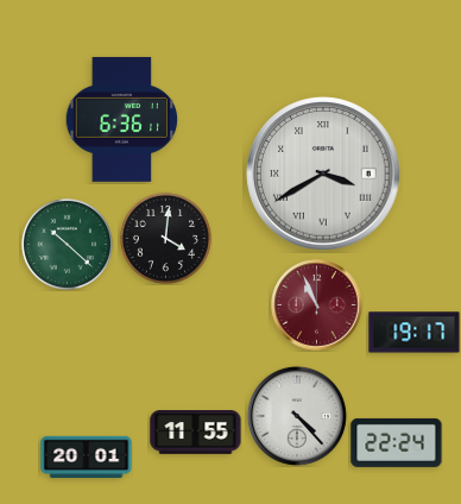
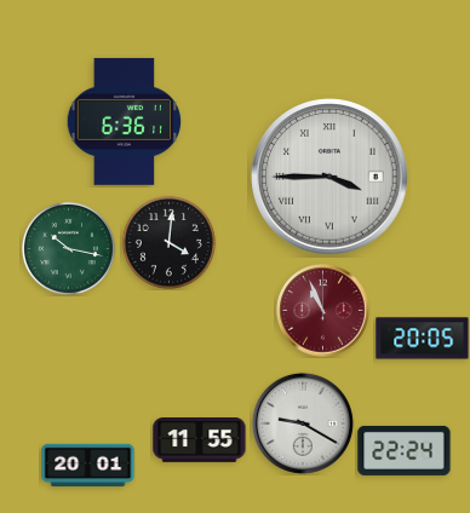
clock at (323, 174): 3:40 -> 3:45
clock at (67, 244): 10:22 -> 10:17
clock at (415, 333): 19:17 -> 20:05
clock at (297, 416): 4:23 -> 9:20
